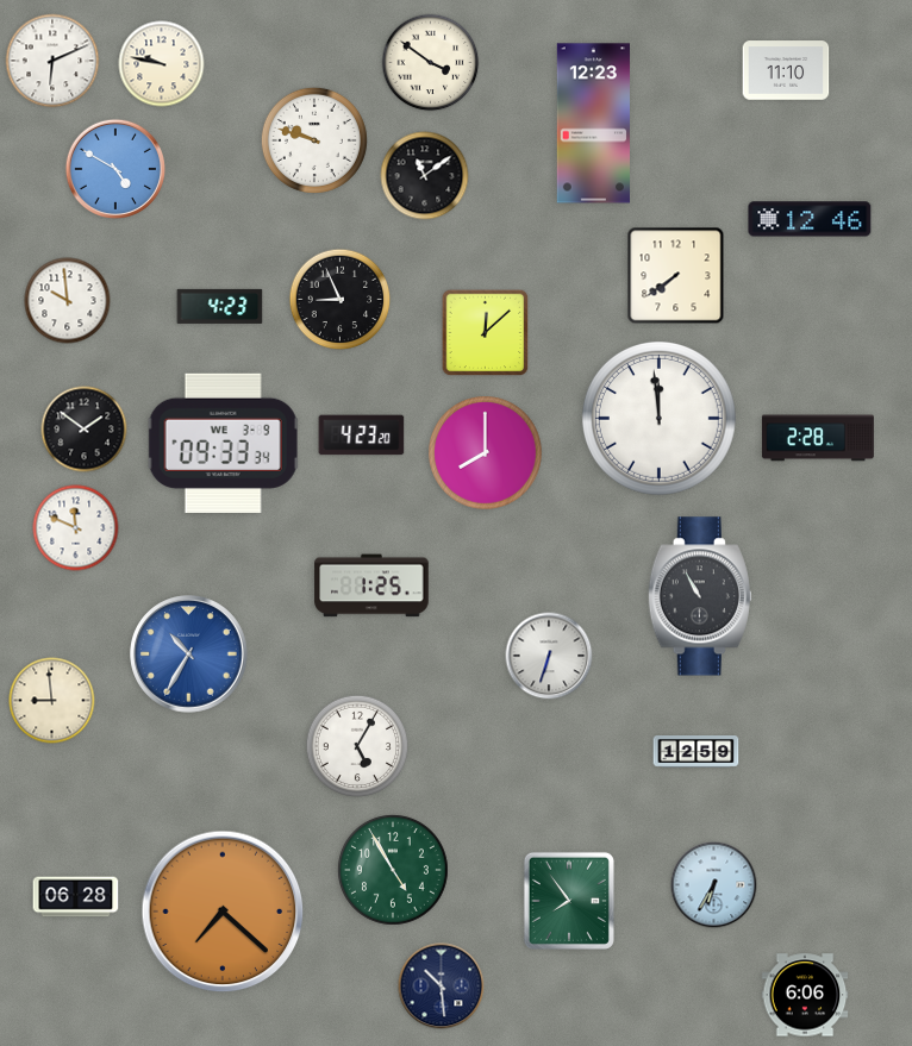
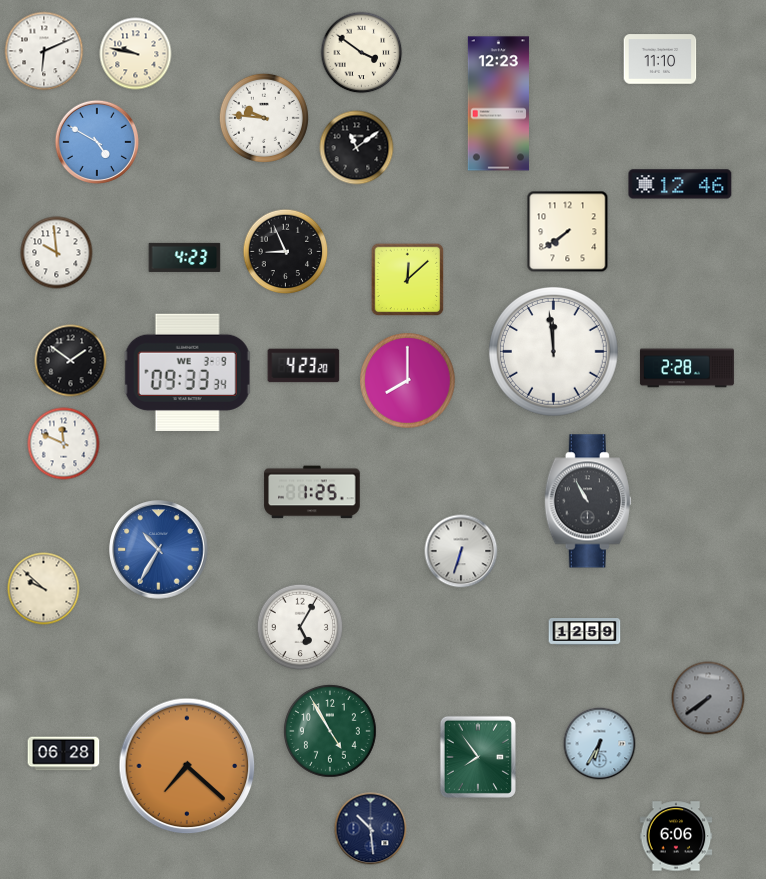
clock at (314, 140): 9:48 -> 9:46
clock at (52, 701): 8:59 -> 9:52
clock at (708, 698): none -> 7:39
